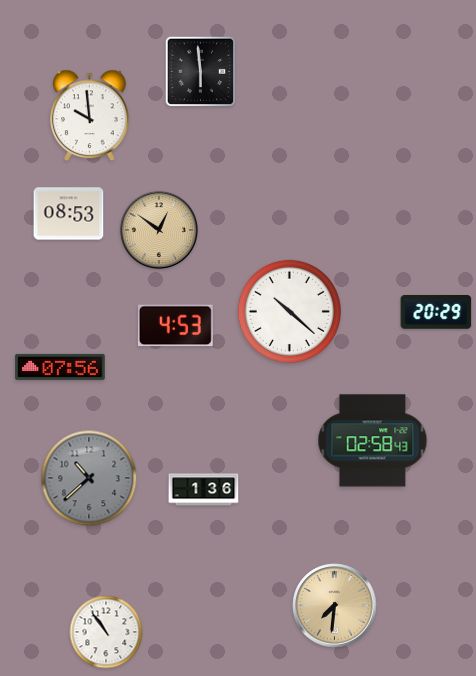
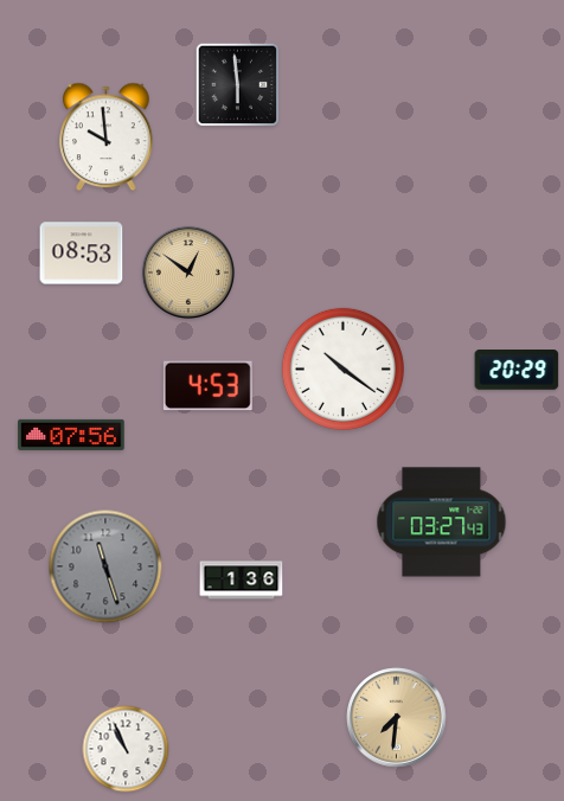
clock at (289, 311): 10:22 -> 10:21
clock at (373, 441): 02:58 -> 03:27
clock at (89, 478): 10:38 -> 11:27
clock at (106, 632): 10:54 -> 10:56
